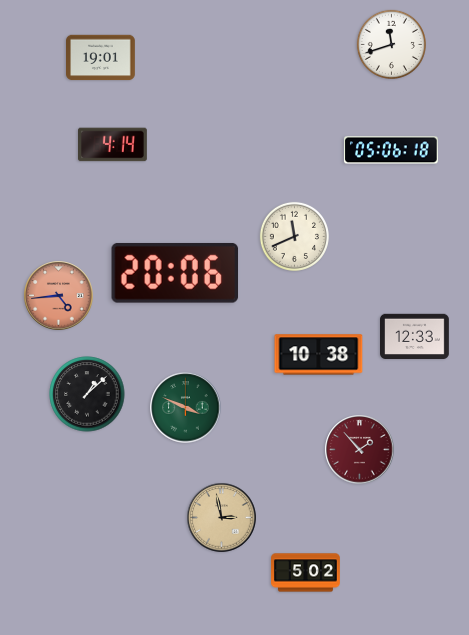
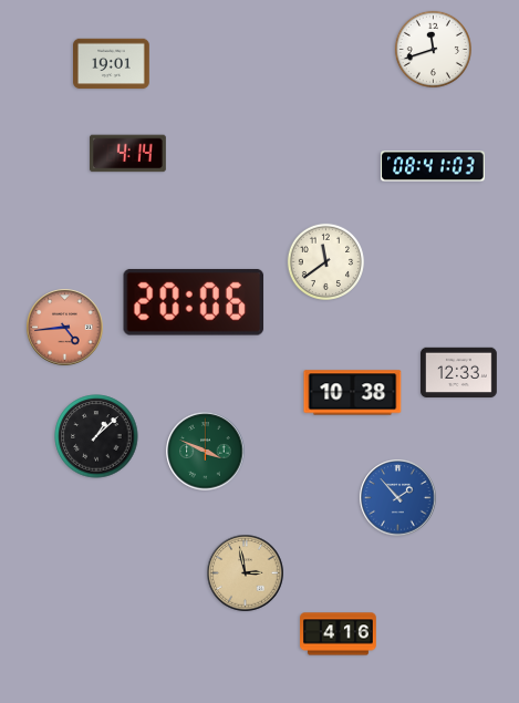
clock at (113, 145) position: (113, 145) -> (128, 154)
clock at (392, 150): 05:06 -> 08:41
clock at (294, 236): 11:41 -> 11:39
clock at (360, 450) dial: burgundy -> blue
clock at (306, 573): 5:02 -> 4:16
